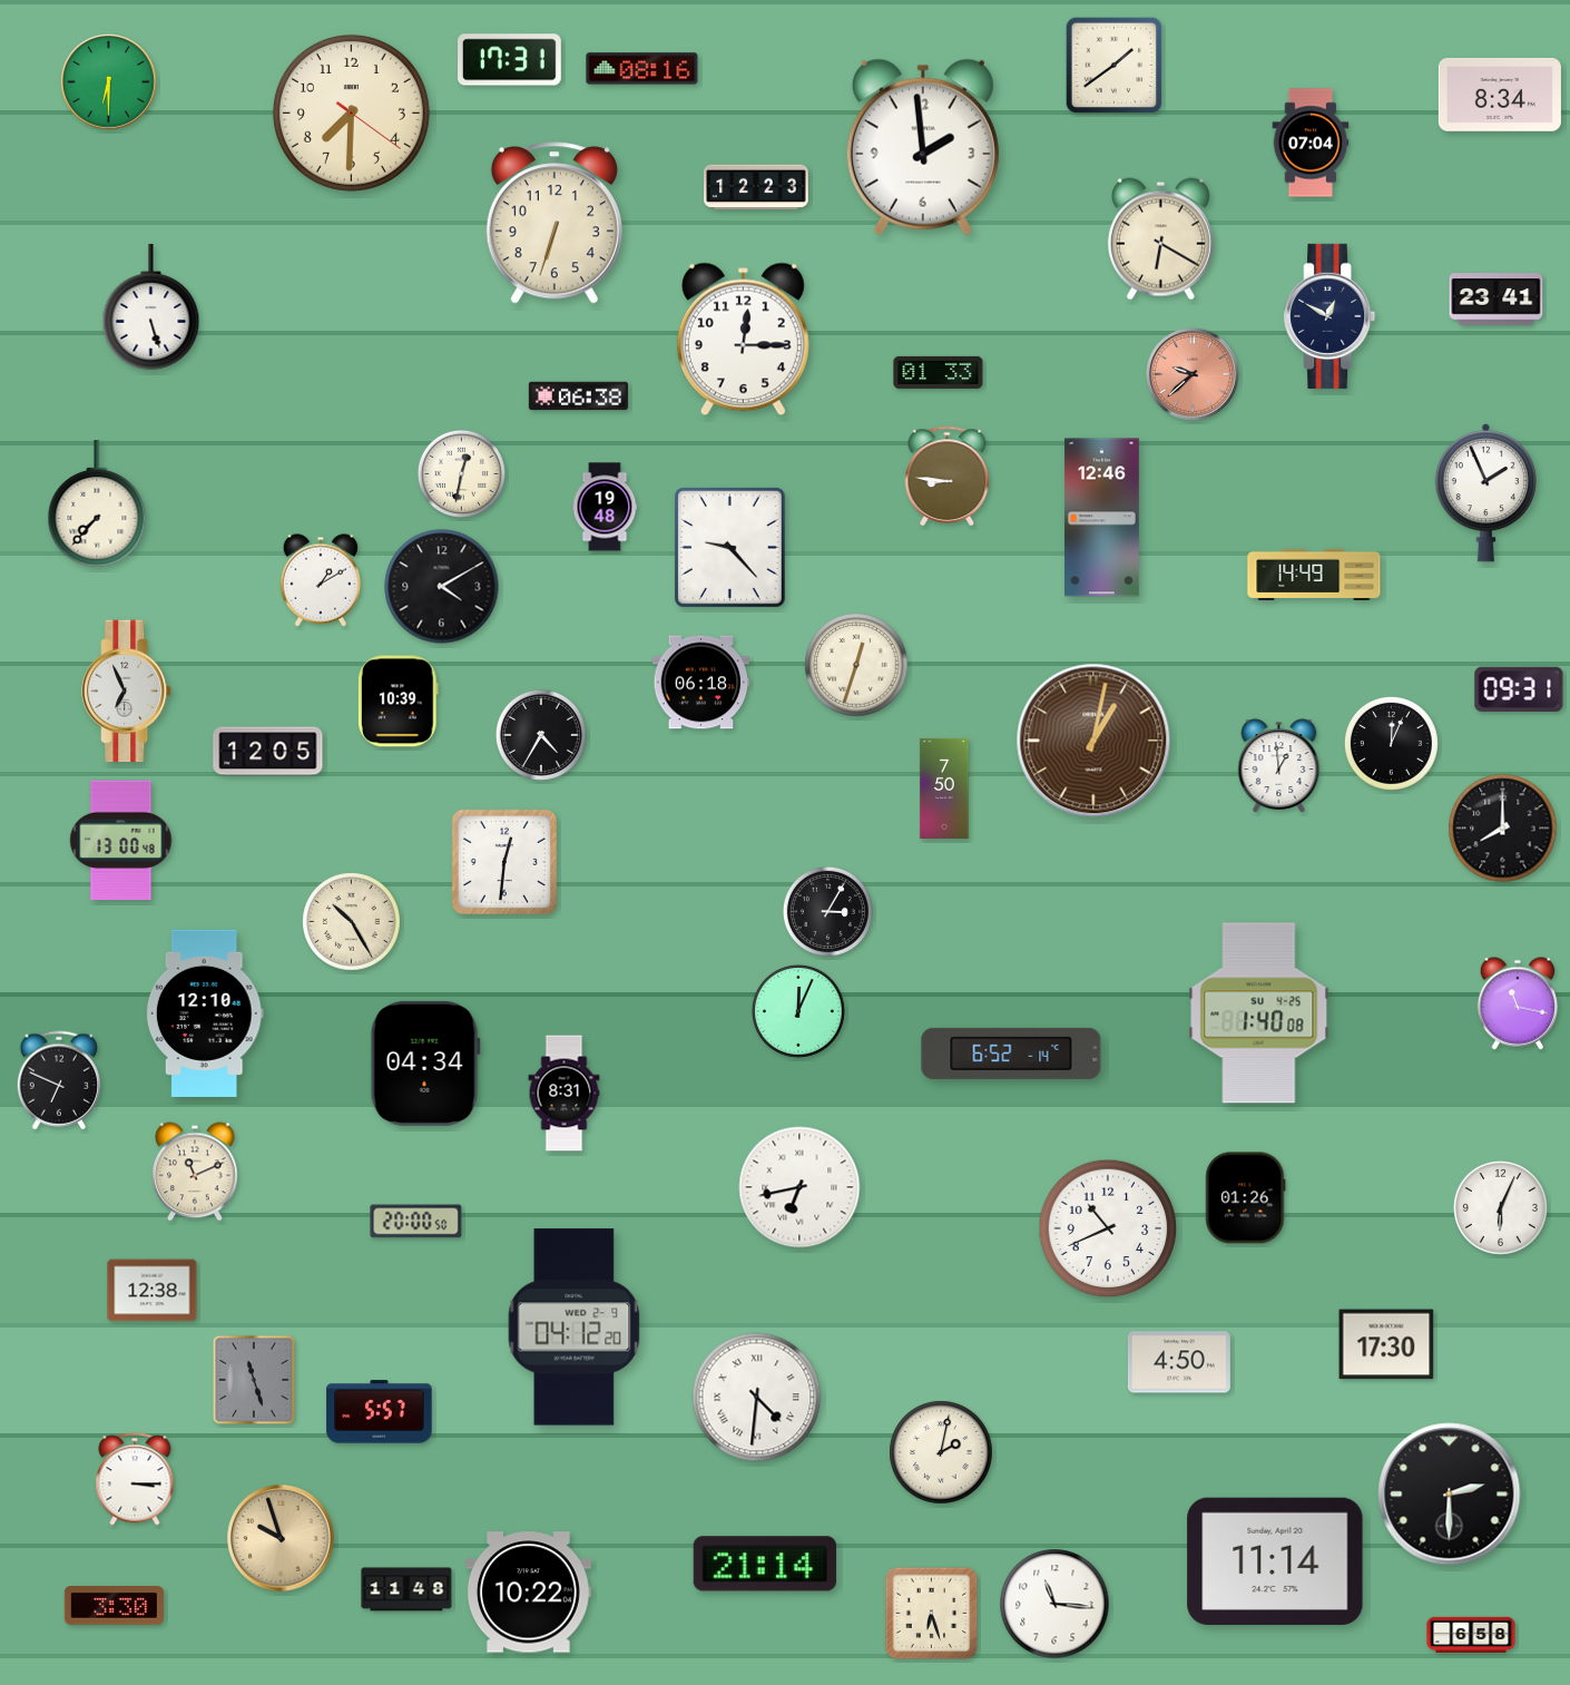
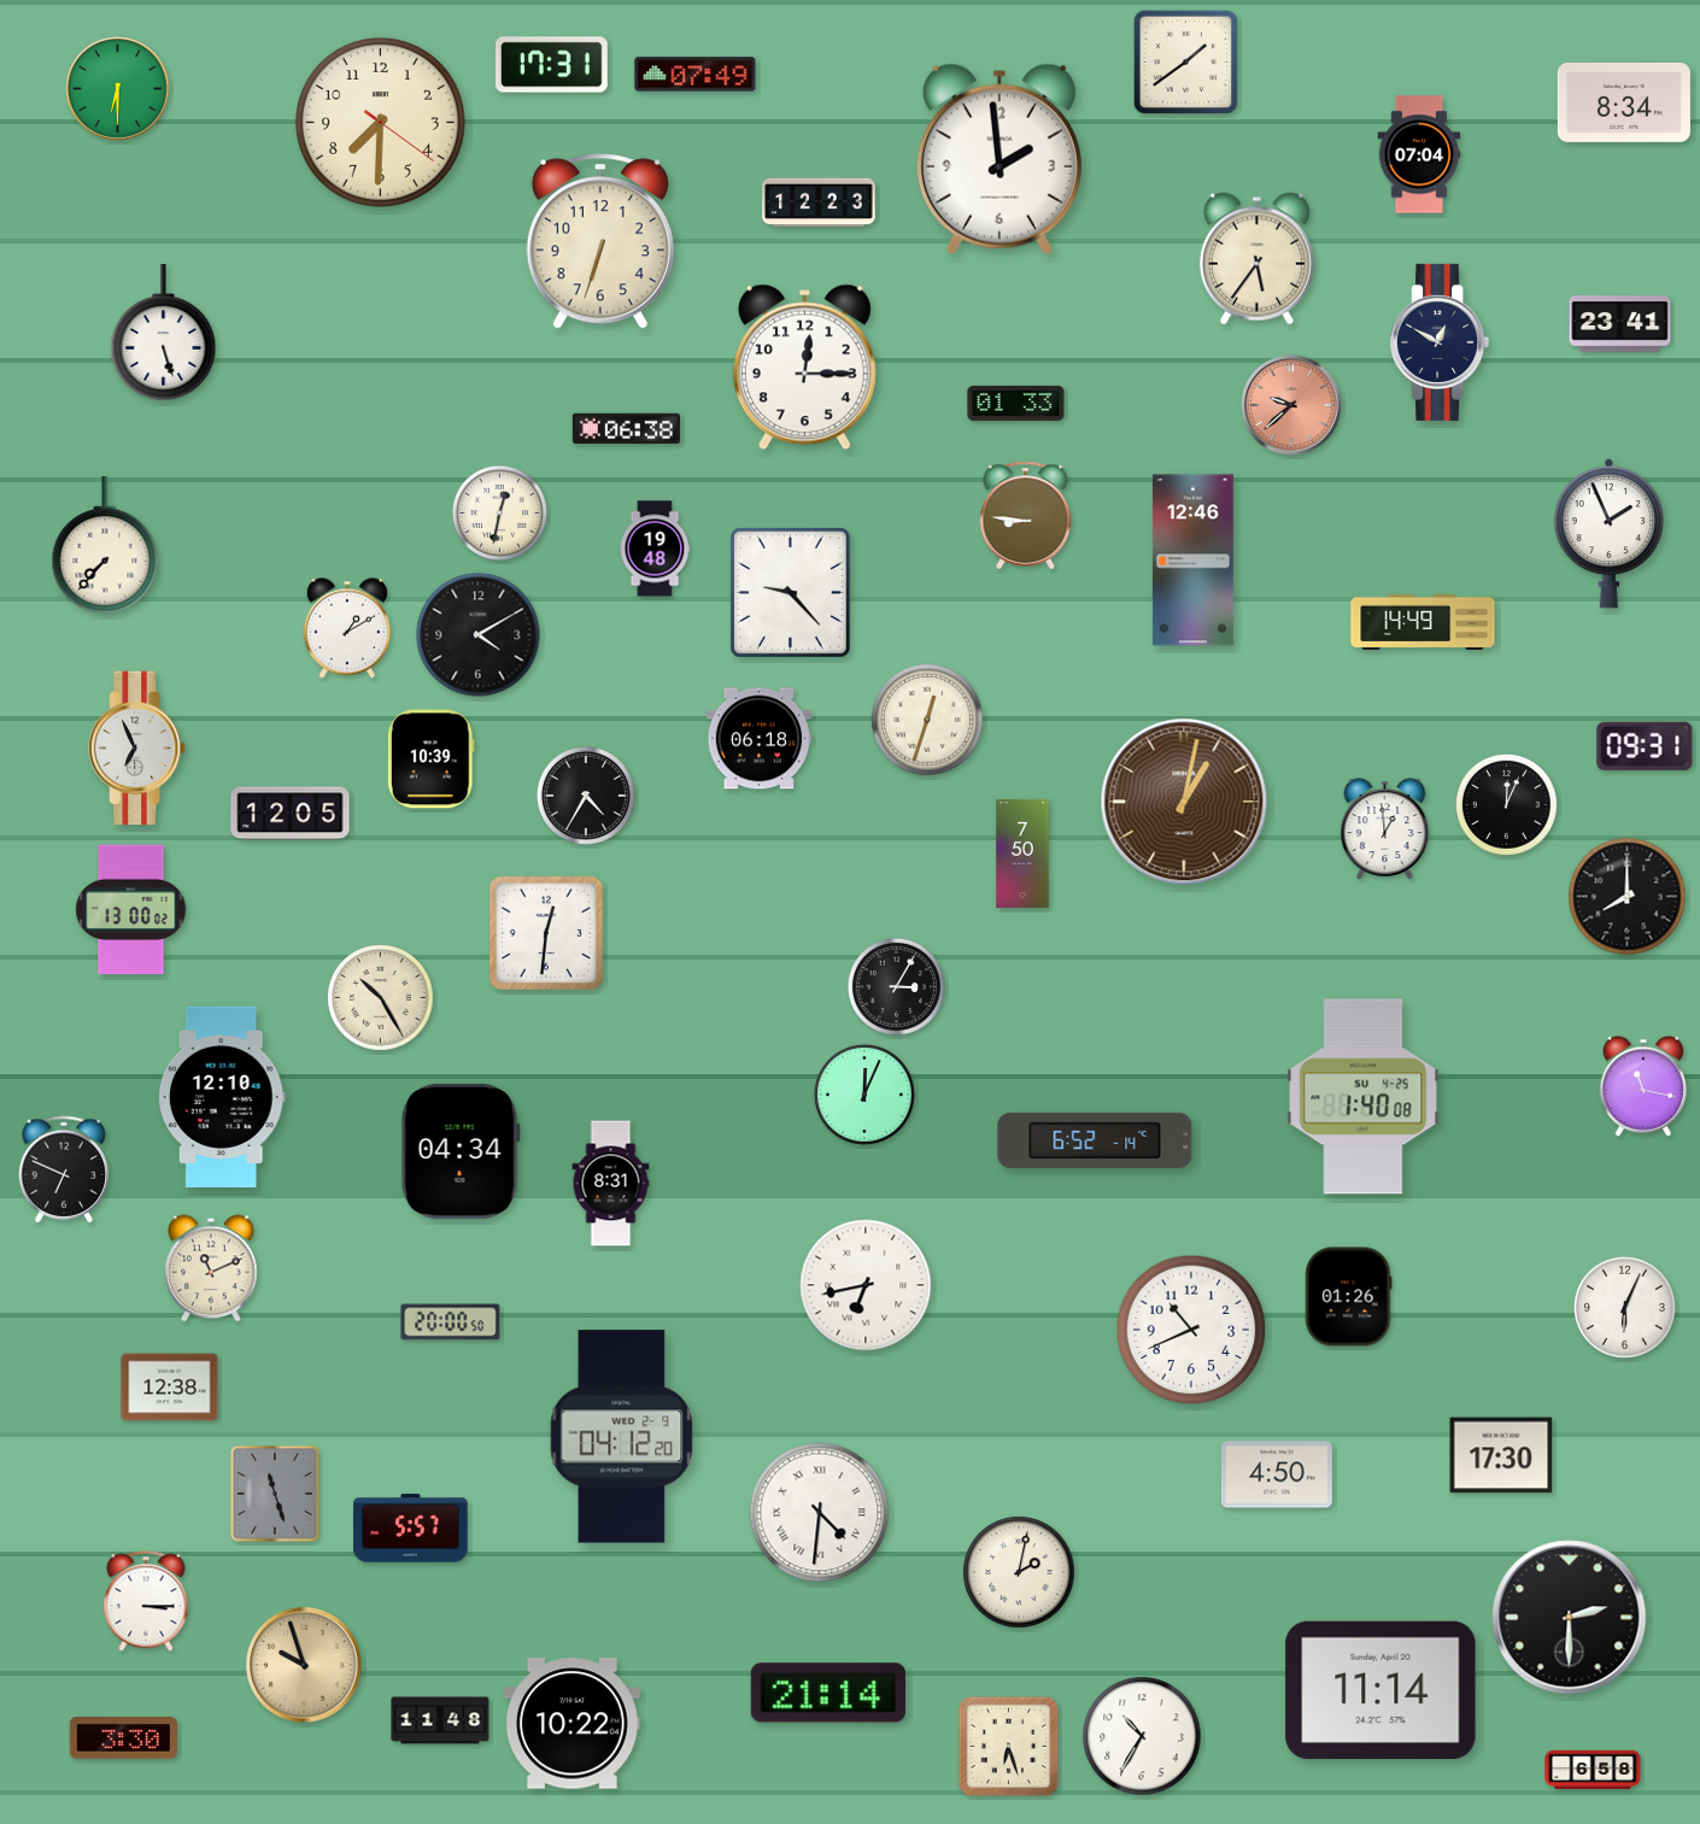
clock at (1115, 66) position: (1115, 66) -> (1186, 63)
clock at (642, 69): 08:16 -> 07:49
clock at (1160, 239): 6:20 -> 5:36
clock at (121, 841): 13:00:48 -> 13:00:02
clock at (1108, 1228) position: (1108, 1228) -> (1191, 1330)
clock at (153, 1291) position: (153, 1291) -> (170, 1388)
clock at (1054, 1604): 11:16 -> 10:35
